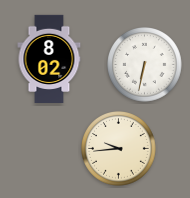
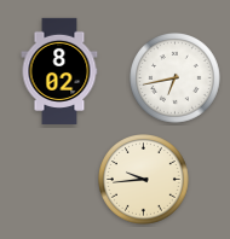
clock at (145, 65): 6:32 -> 6:43
